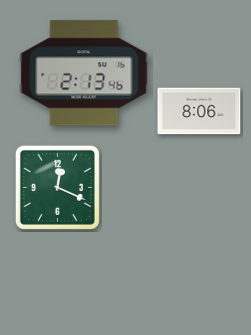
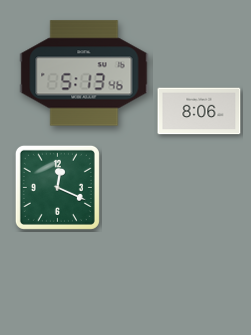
clock at (84, 73): 2:13 -> 5:13
